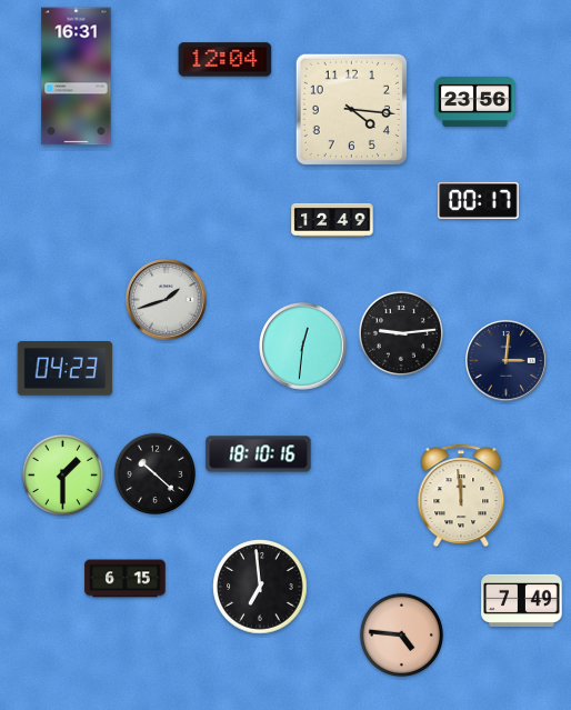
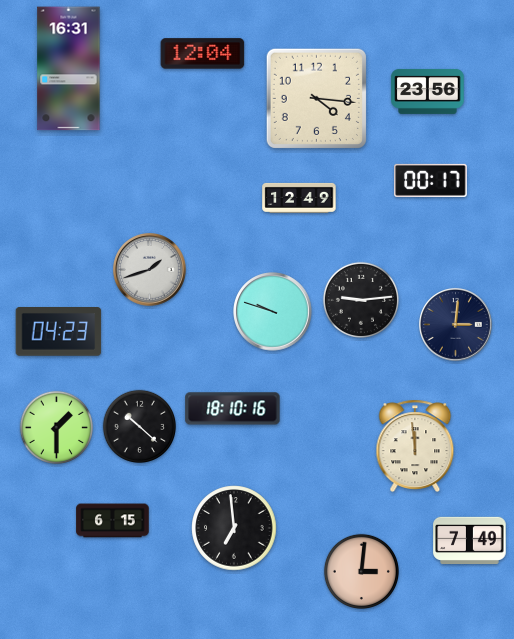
clock at (303, 347): 12:31 -> 9:48
clock at (401, 634): 4:46 -> 3:01
